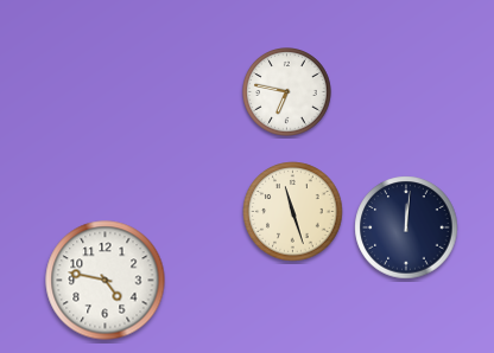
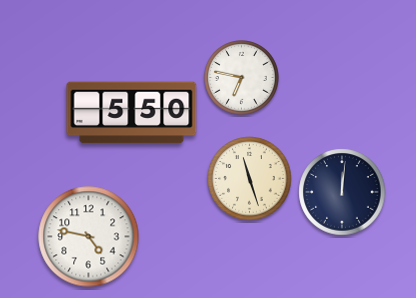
clock at (132, 113): none -> 5:50
clock at (293, 212) position: (293, 212) -> (250, 179)
